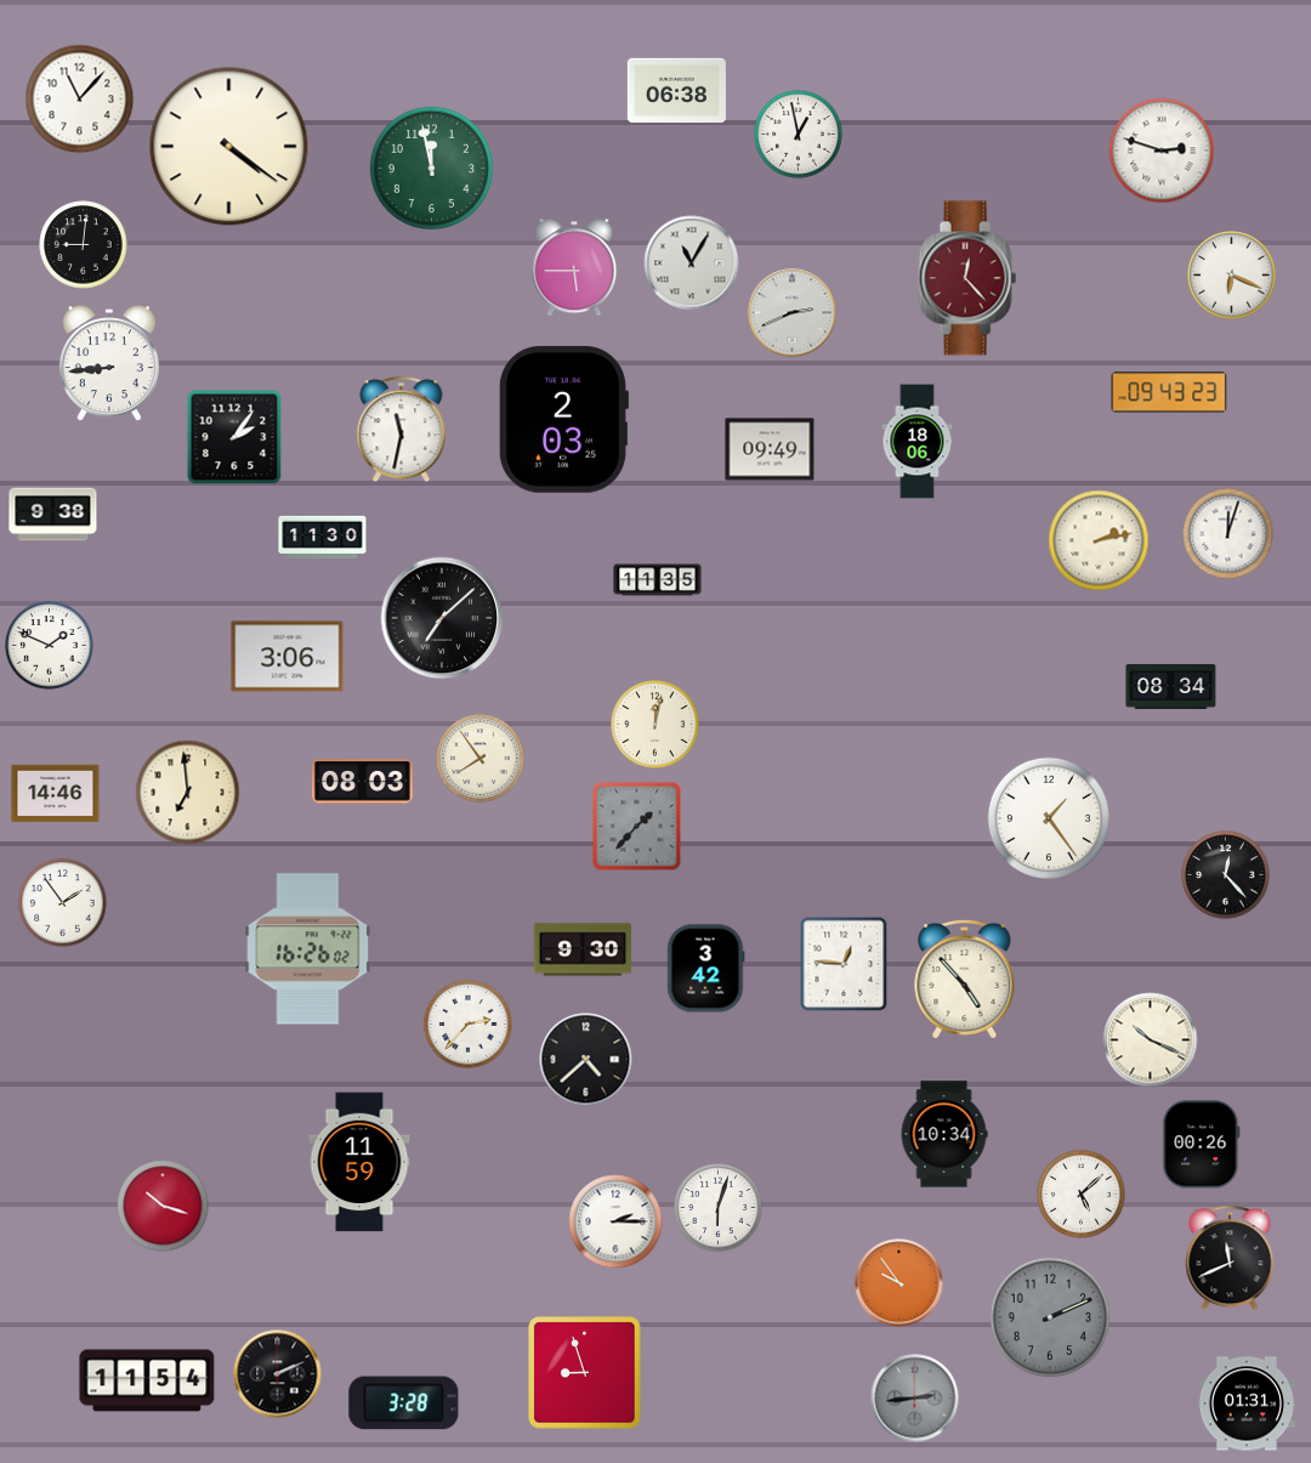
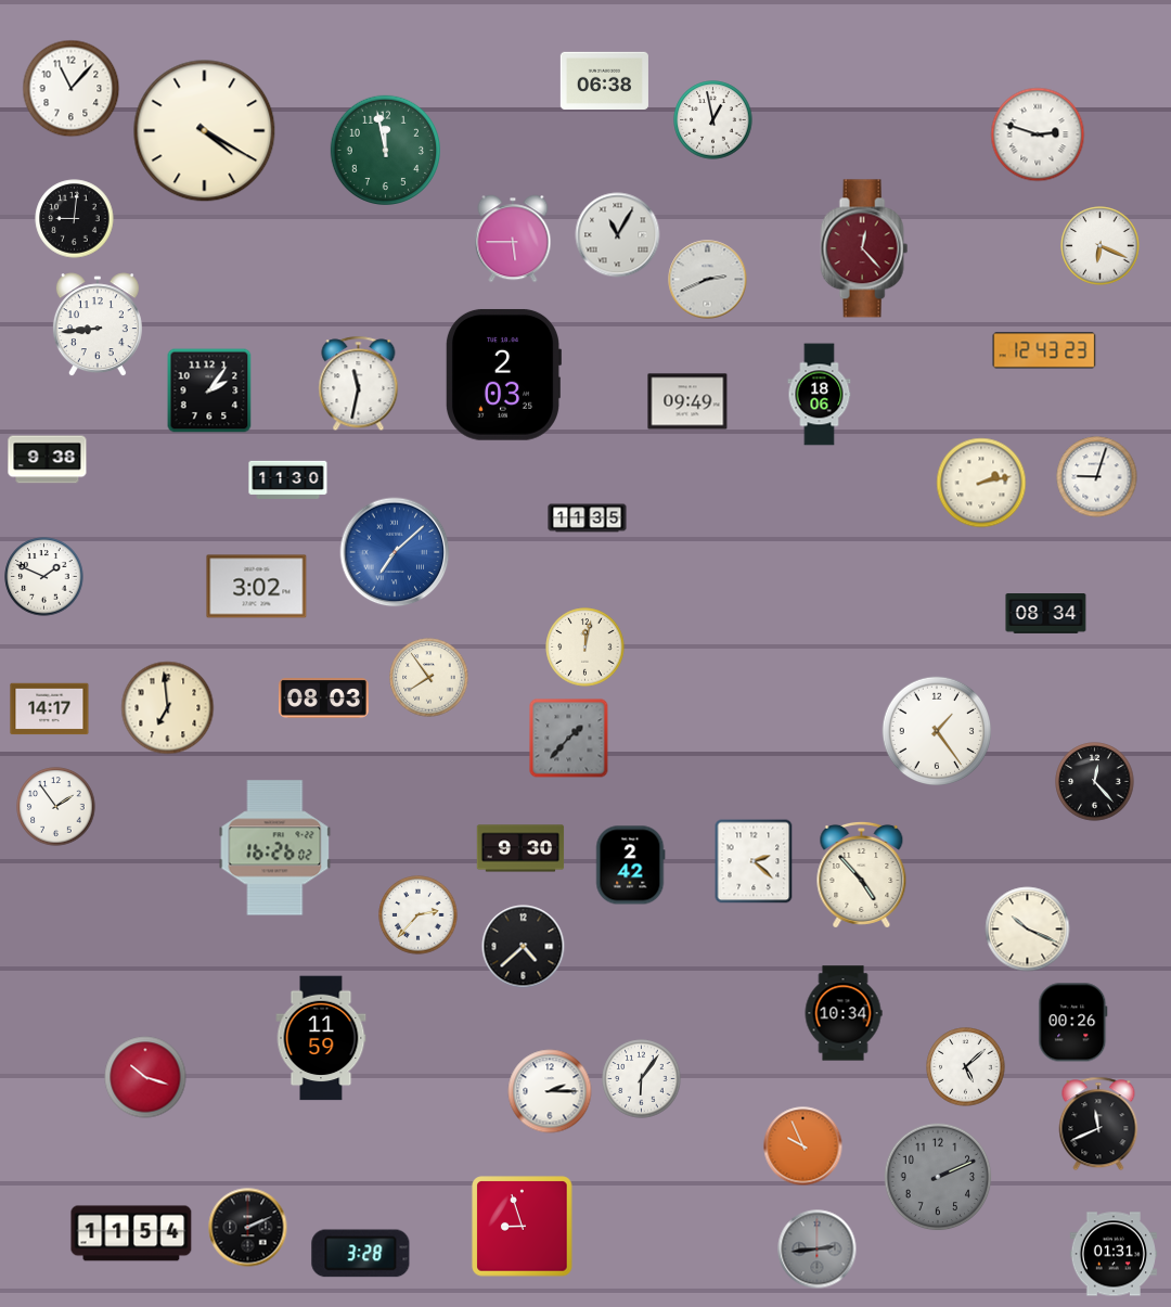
clock at (229, 147): 4:21 -> 4:20
clock at (1169, 392): 09:43 -> 12:43
clock at (1228, 534): 12:03 -> 9:03
clock at (442, 618) dial: black -> blue
clock at (288, 657): 3:06 -> 3:02
clock at (56, 794): 14:46 -> 14:17
clock at (844, 964): 12:46 -> 2:22
clock at (705, 969): 3:42 -> 2:42
clock at (719, 1208): 6:03 -> 6:06
clock at (899, 1283): 9:54 -> 9:56
